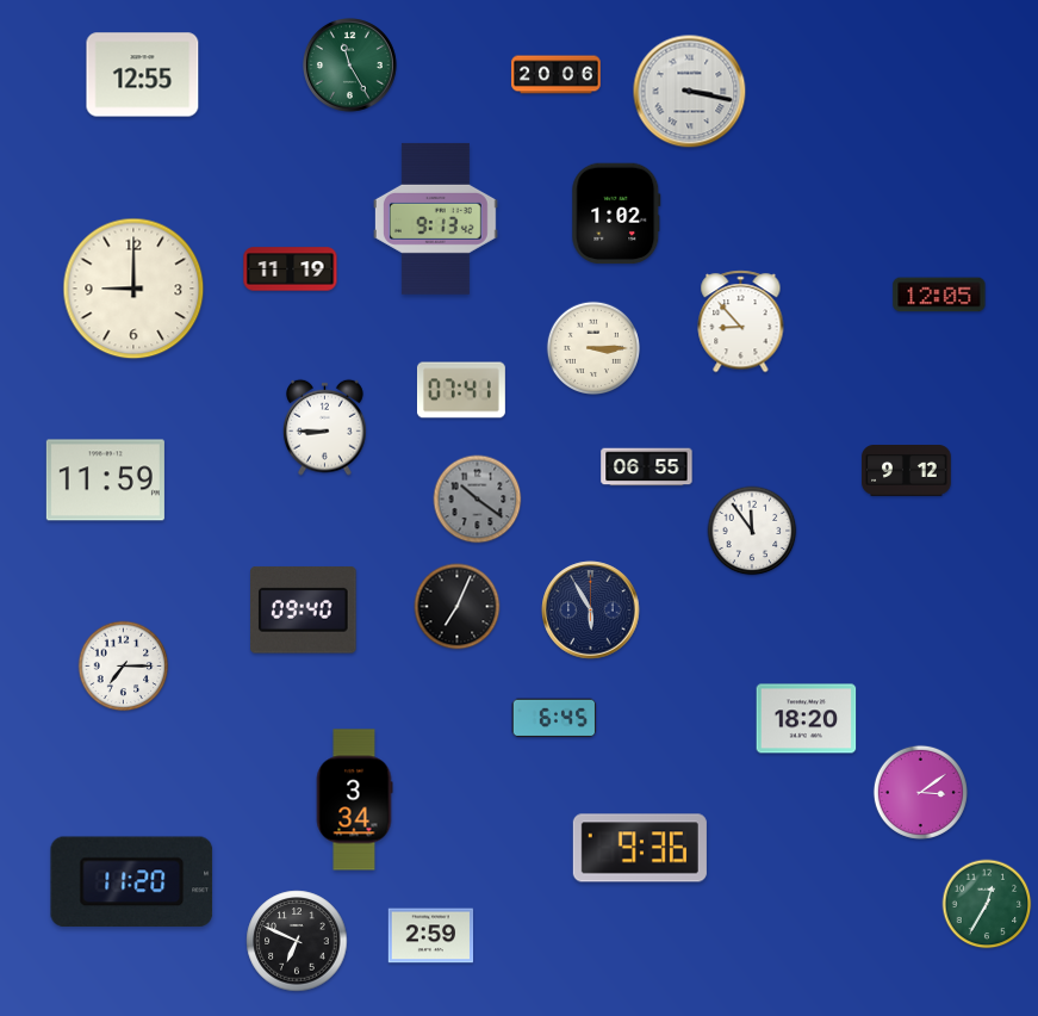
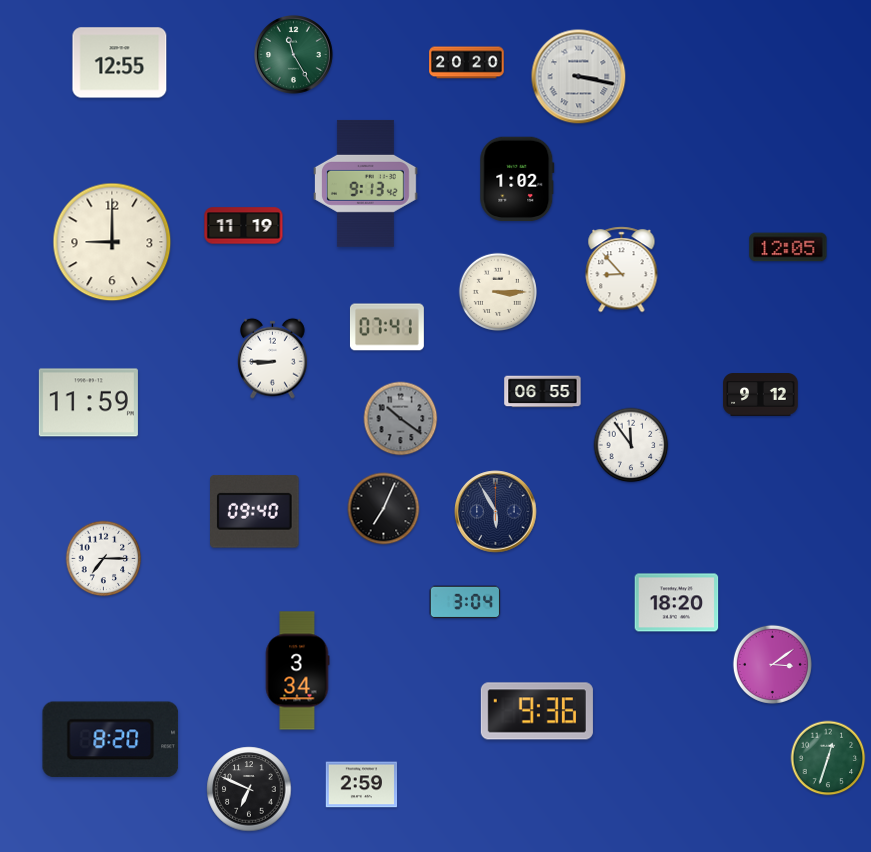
clock at (557, 75): 20:06 -> 20:20
clock at (554, 718): 6:45 -> 3:04
clock at (132, 882): 11:20 -> 8:20
clock at (987, 904): 12:35 -> 12:33
